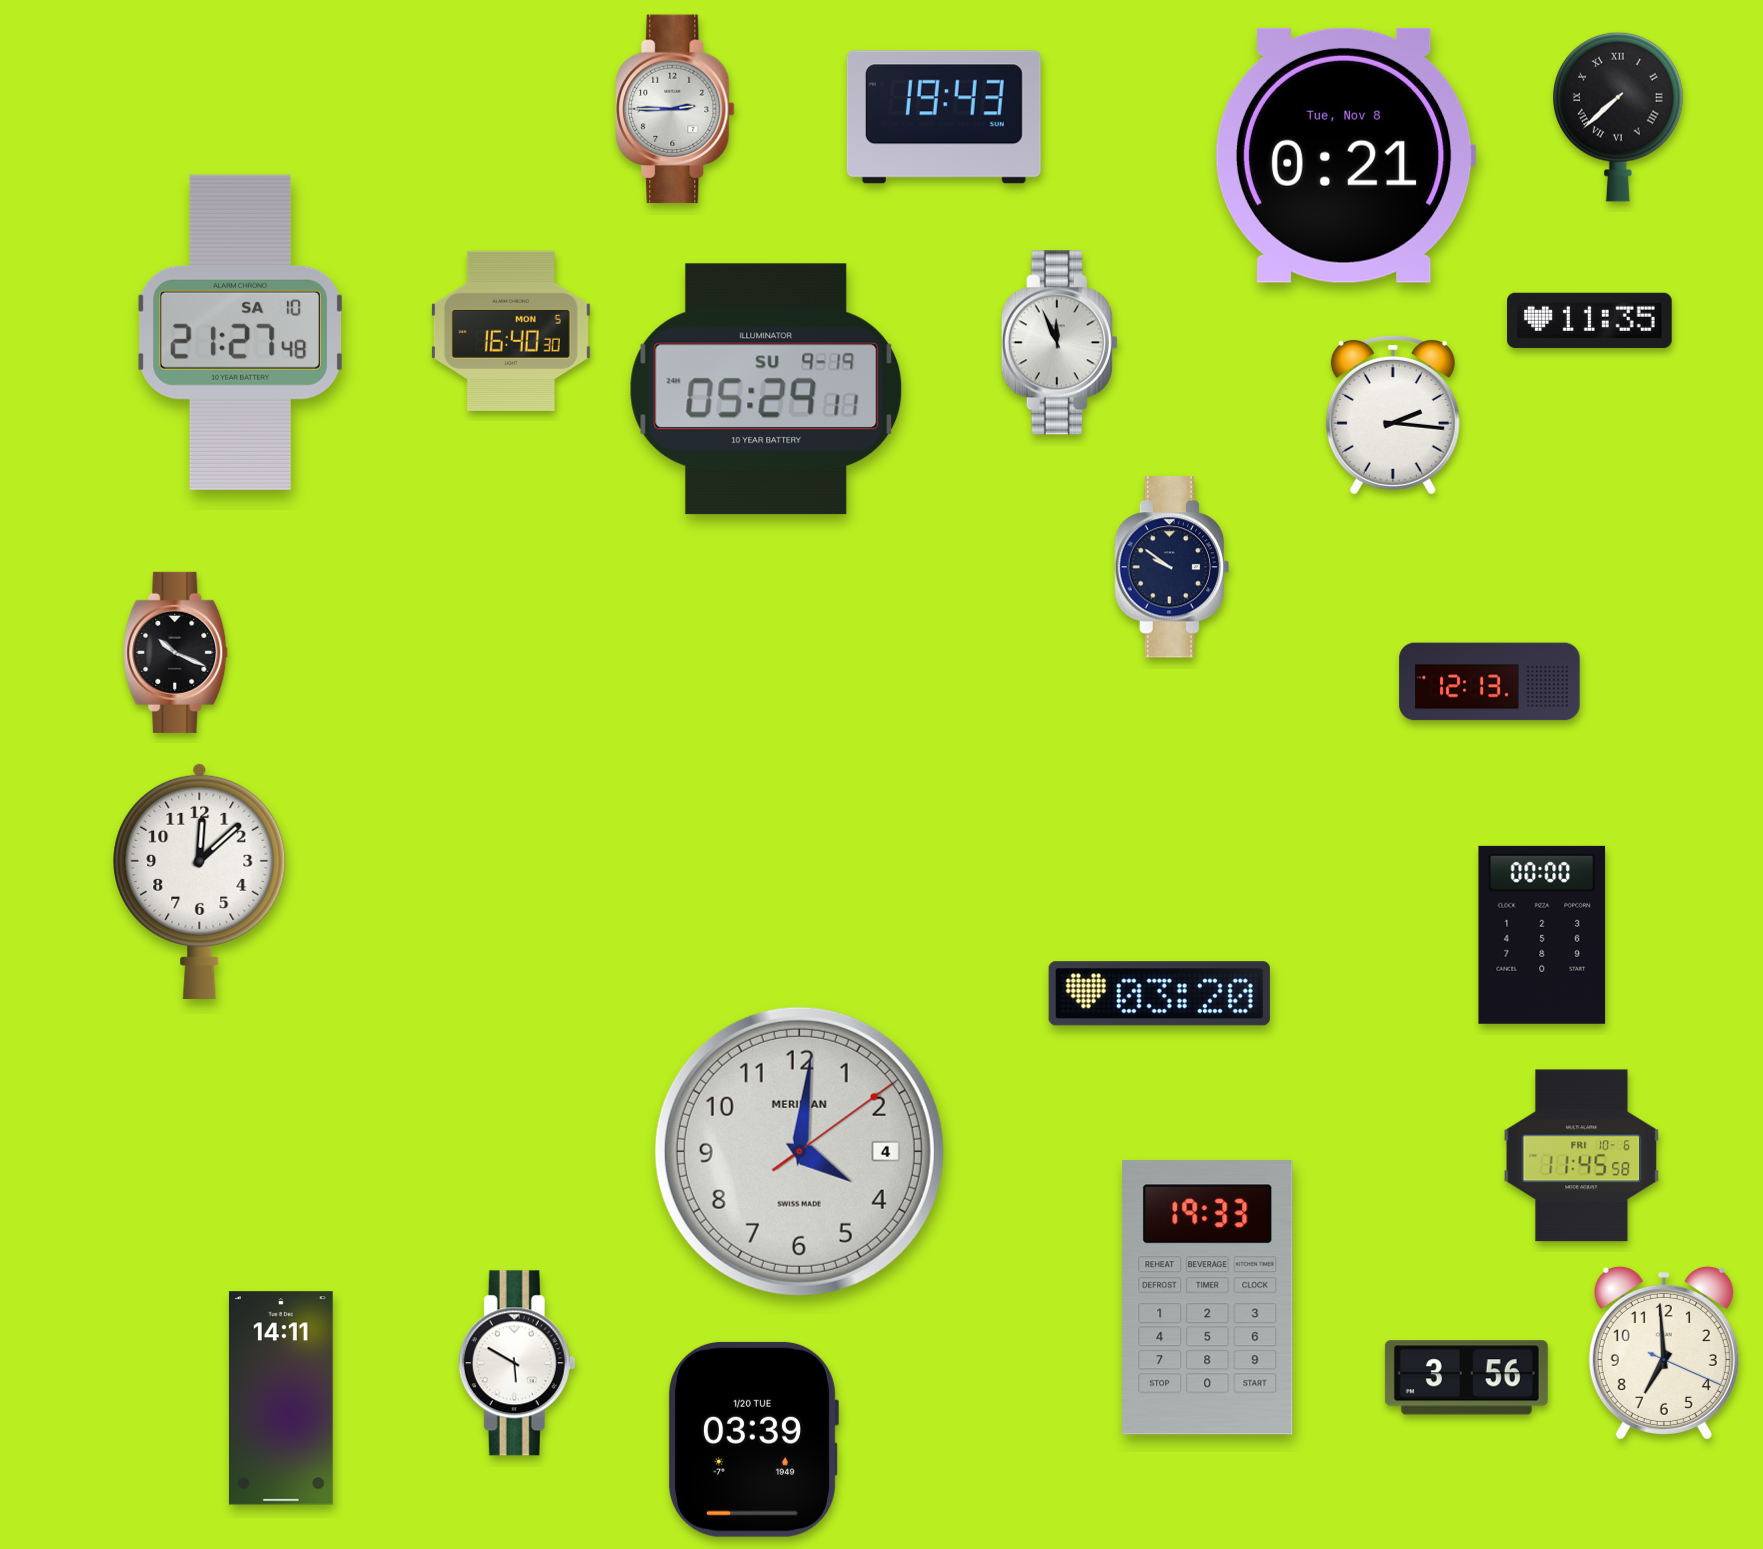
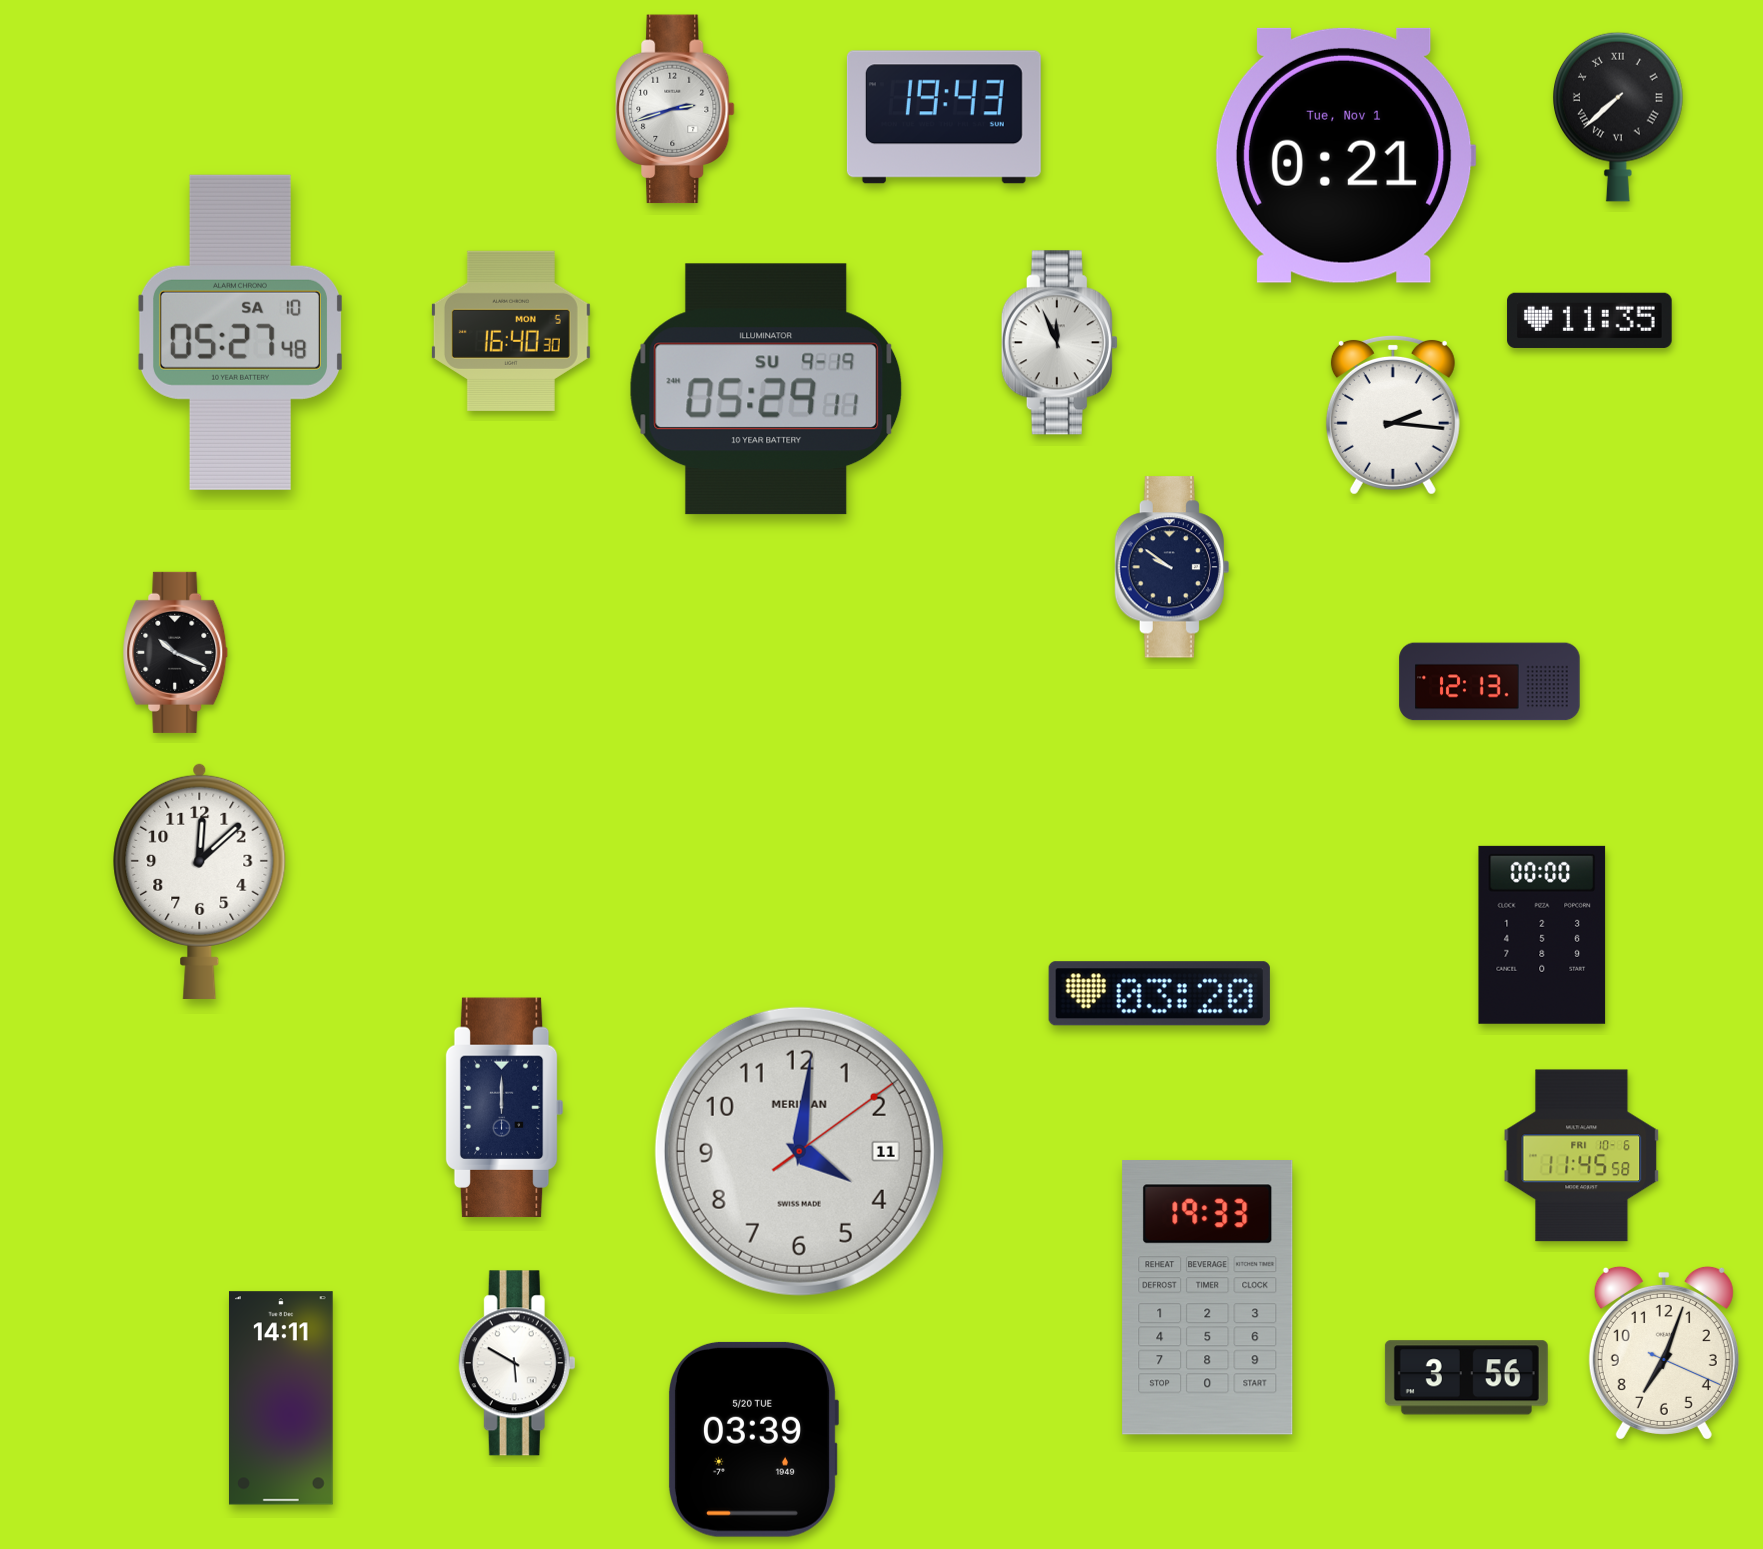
clock at (675, 109): 2:45 -> 2:42
clock at (1345, 155) date: Tue, Nov 8 -> Tue, Nov 1
clock at (240, 332): 21:27 -> 05:27
clock at (504, 1108): none -> 12:00
clock at (799, 1151) date: 4 -> 11
clock at (1664, 1353): 6:59 -> 7:03
clock at (753, 1439) date: 1/20 TUE -> 5/20 TUE
